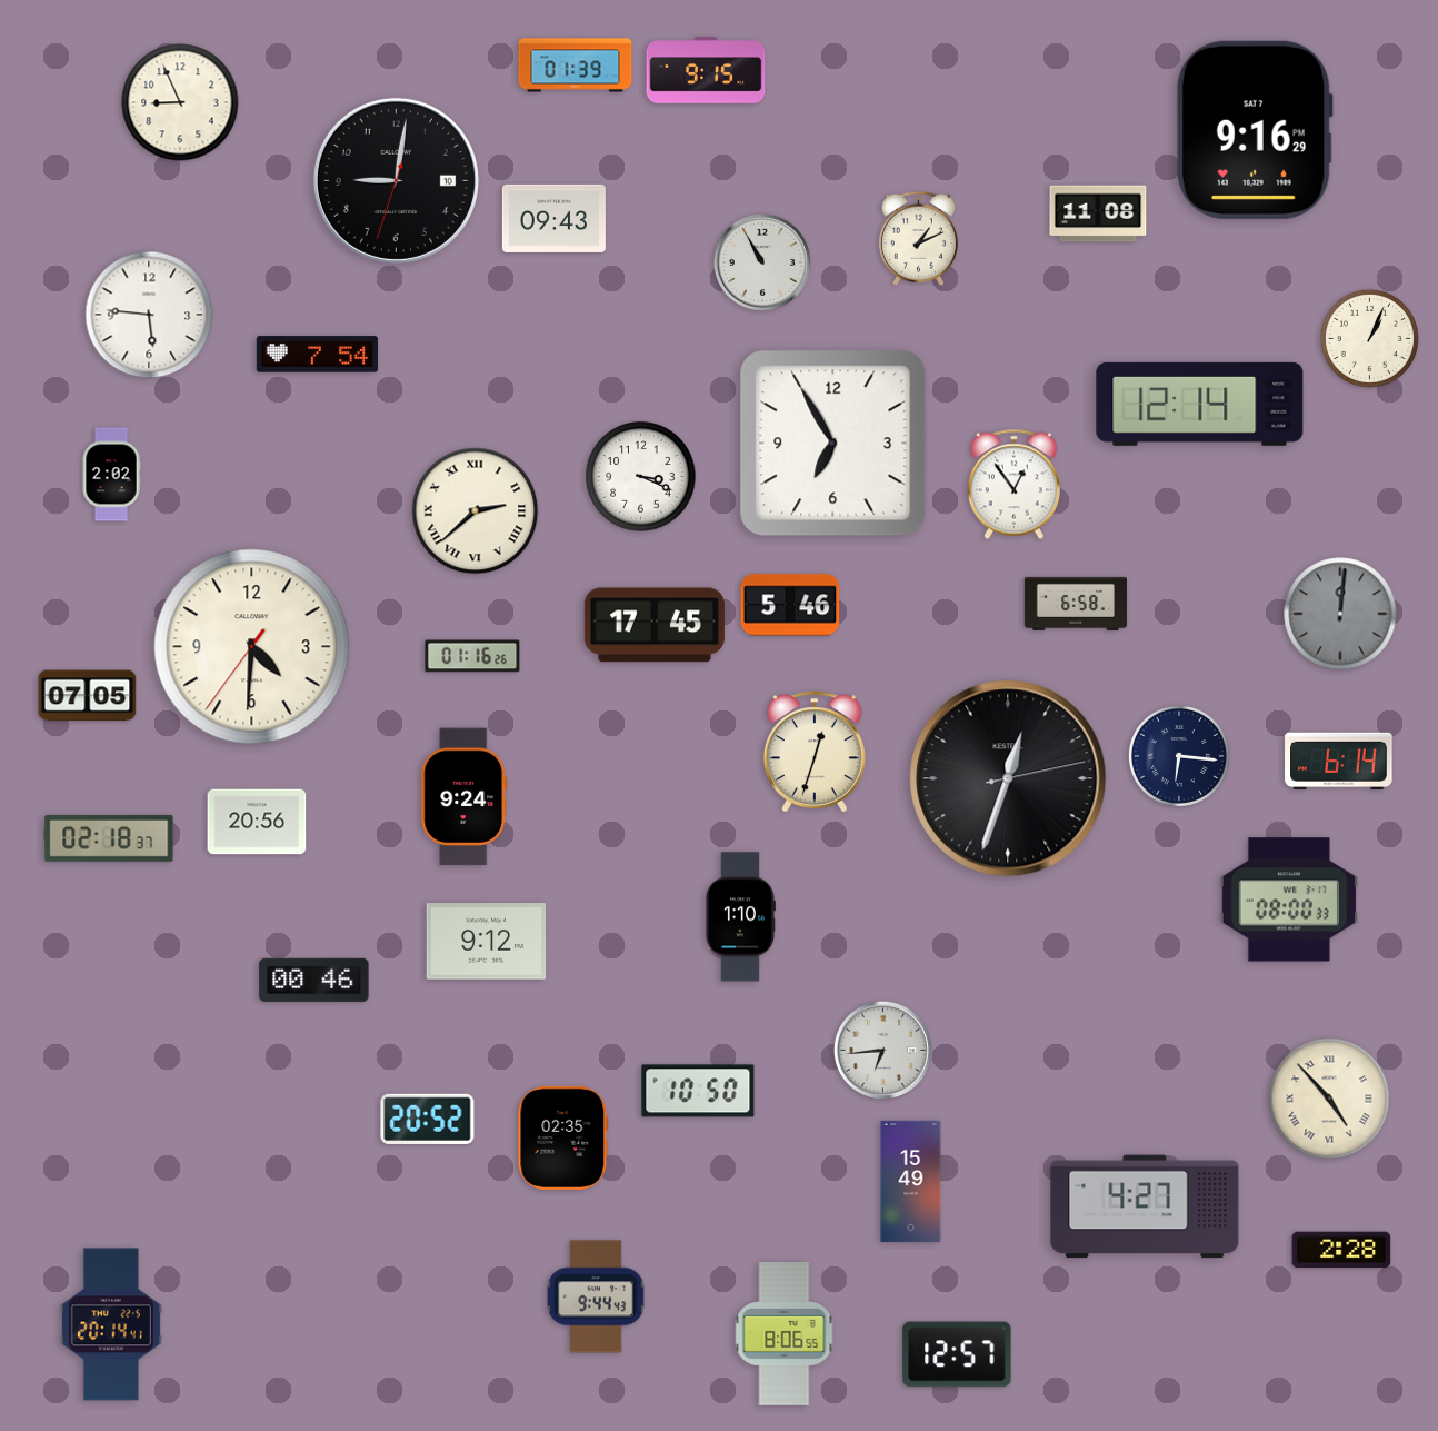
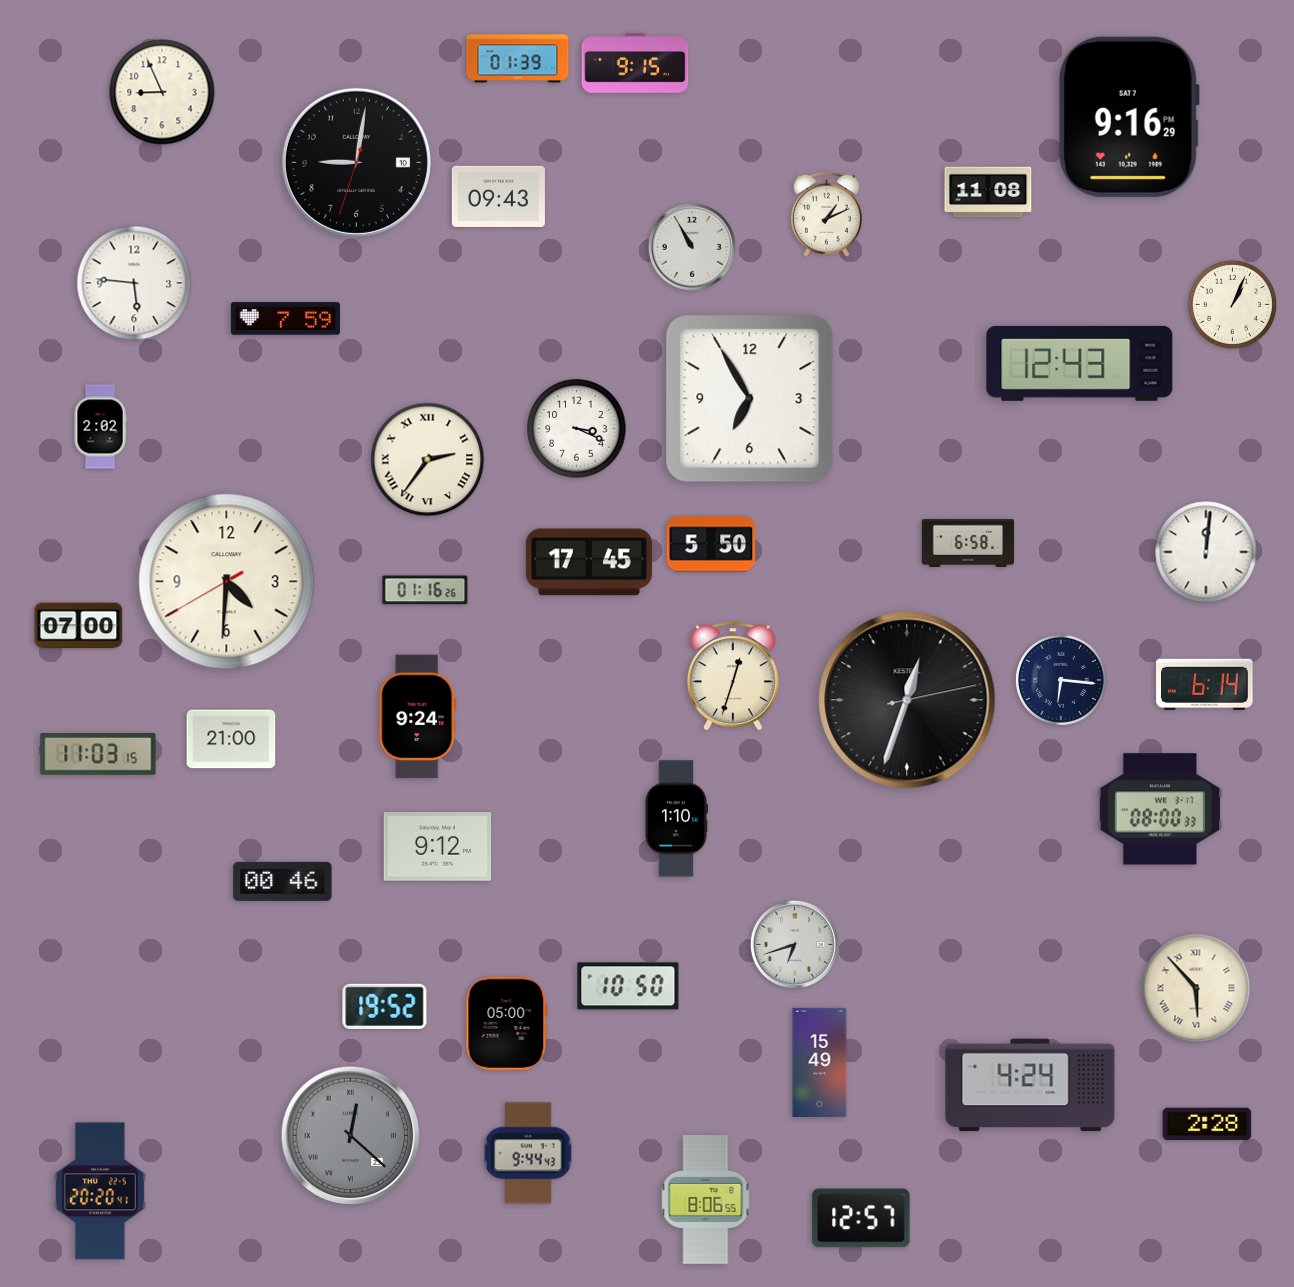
clock at (762, 262) position: (762, 262) -> (692, 247)
clock at (317, 355): 7:54 -> 7:59
clock at (1200, 404): 12:14 -> 12:43
clock at (1013, 485): 12:54 -> none
clock at (476, 511): 2:38 -> 2:36
clock at (790, 605): 5:46 -> 5:50
clock at (1340, 614) dial: grey -> white
clock at (252, 647): 4:30:36 -> 4:30:40
clock at (88, 696): 07:05 -> 07:00
clock at (257, 822): 20:56 -> 21:00
clock at (109, 838): 02:18 -> 11:03
clock at (740, 917) position: (740, 917) -> (676, 819)
clock at (882, 1050): 6:44 -> 6:42
clock at (698, 1091) position: (698, 1091) -> (628, 986)
clock at (1329, 1099): 4:53 -> 5:53
clock at (428, 1119): 20:52 -> 19:52
clock at (563, 1137): 02:35 -> 05:00
clock at (1145, 1206): 4:27 -> 4:24
clock at (351, 1136): none -> 12:22
clock at (596, 1296) position: (596, 1296) -> (528, 1153)
clock at (111, 1324): 20:14 -> 20:20
